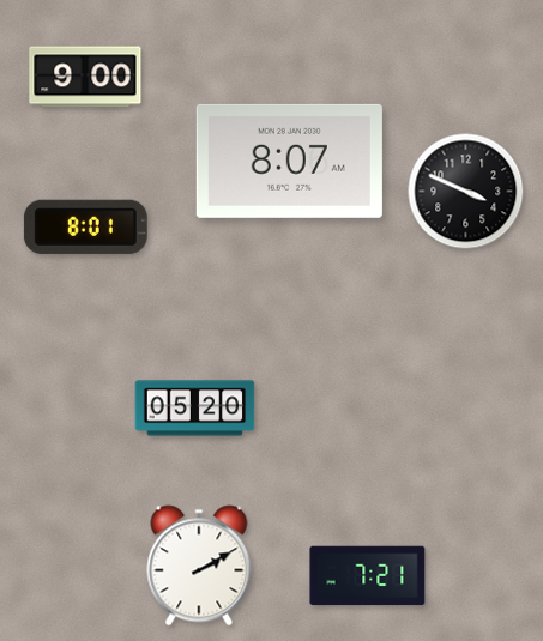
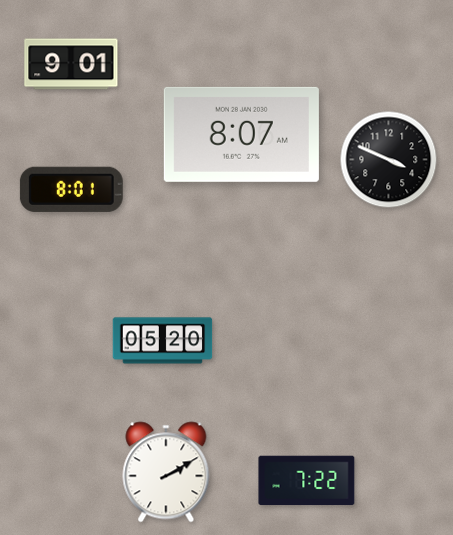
clock at (85, 77): 9:00 -> 9:01
clock at (368, 576): 7:21 -> 7:22
